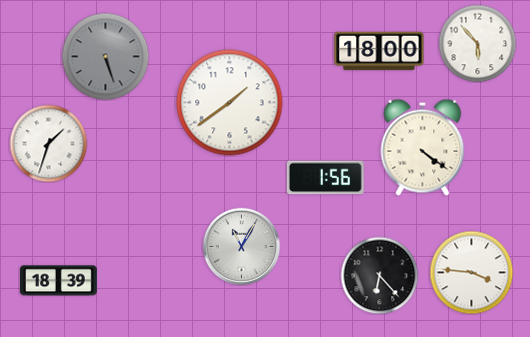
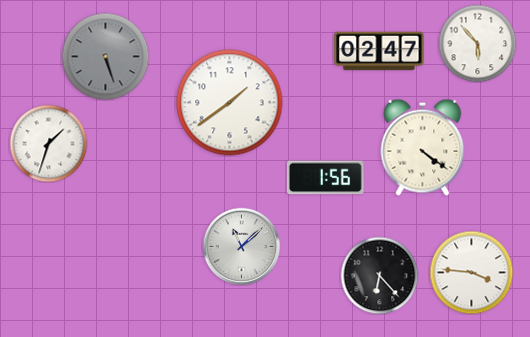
clock at (379, 51): 18:00 -> 02:47
clock at (241, 246): 11:05 -> 11:08
clock at (59, 281): 18:39 -> none
